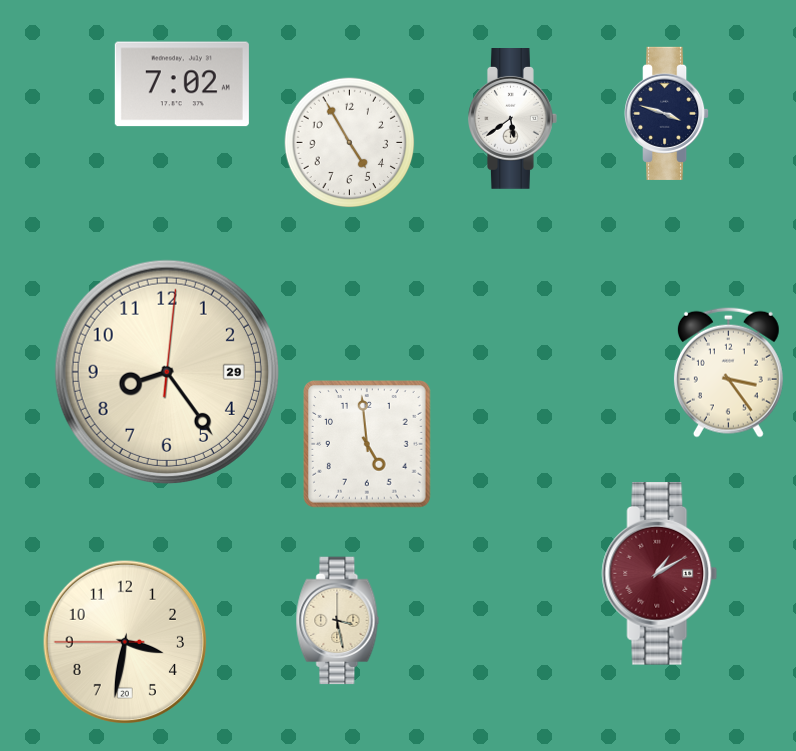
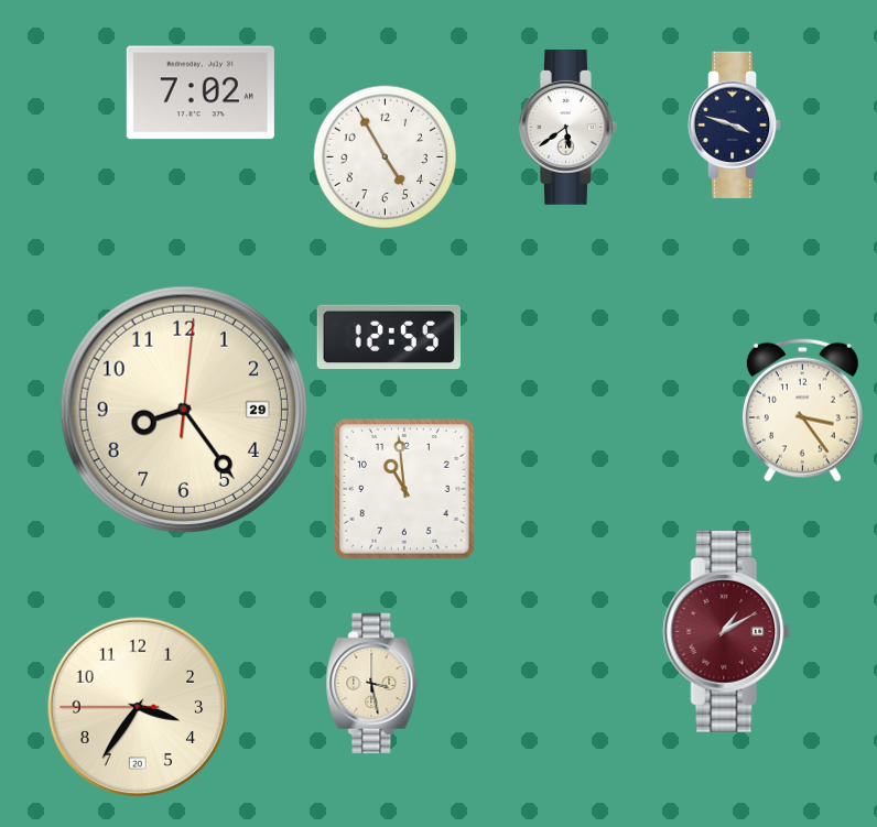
clock at (513, 119) position: (513, 119) -> (569, 128)
clock at (388, 337): none -> 12:55
clock at (368, 445): 4:59 -> 10:59
clock at (125, 642): 3:31 -> 3:35
